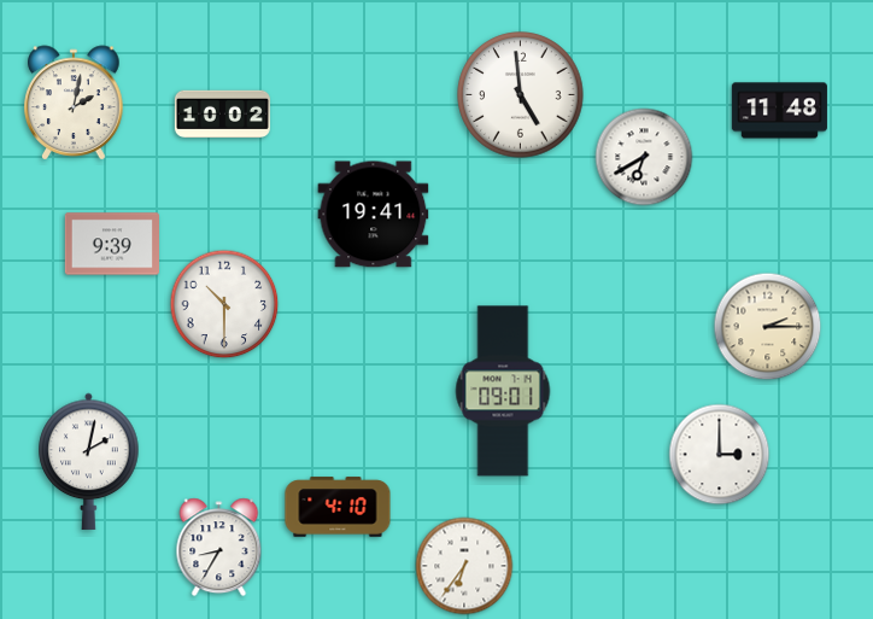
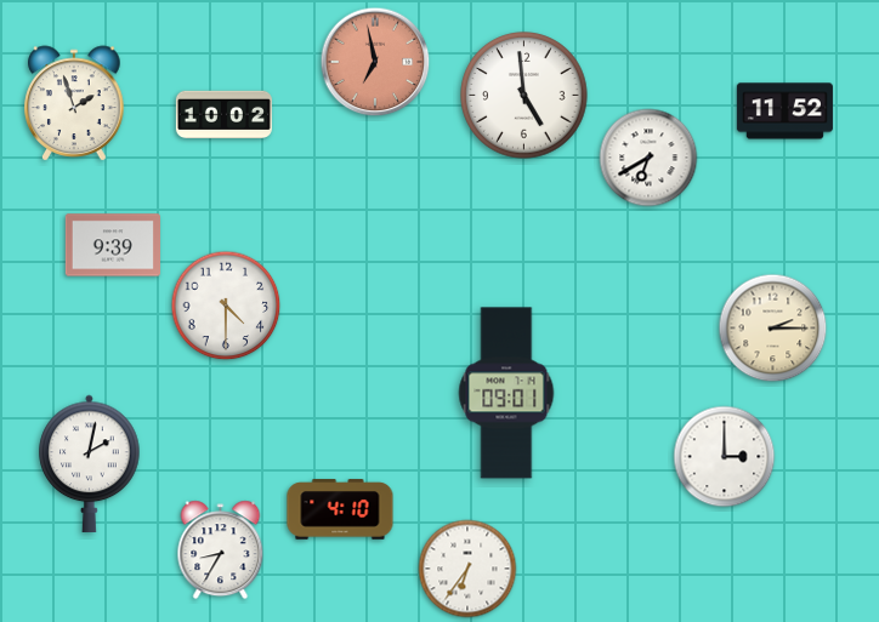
clock at (375, 62): none -> 6:58
clock at (74, 103): 2:02 -> 1:57
clock at (779, 111): 11:48 -> 11:52
clock at (374, 215): 19:41 -> none
clock at (224, 304): 10:30 -> 4:30
